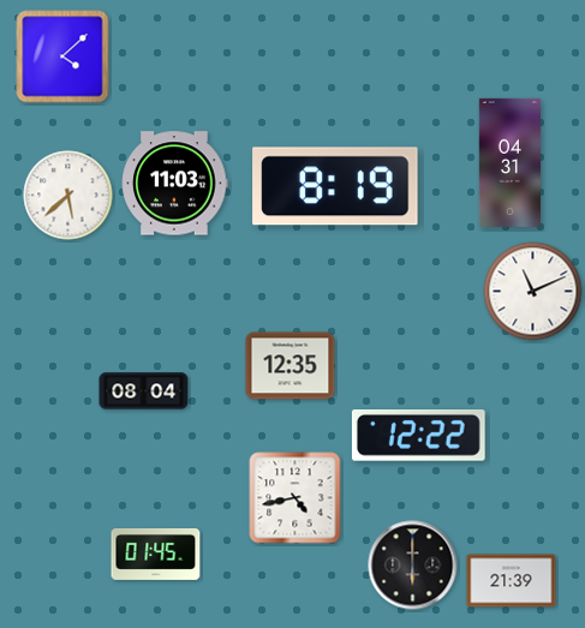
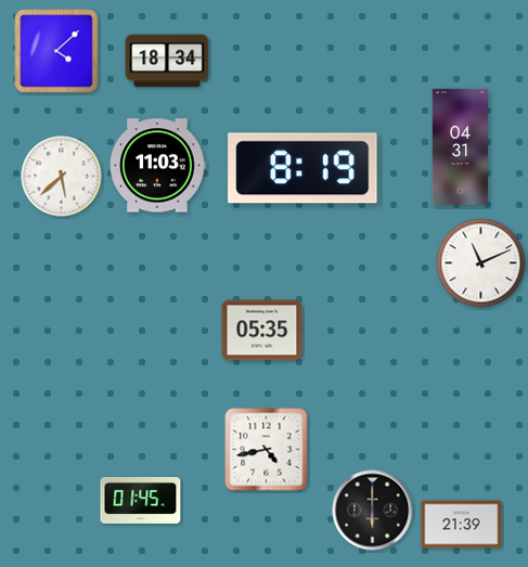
clock at (167, 61): none -> 18:34
clock at (291, 366): 12:35 -> 05:35
clock at (144, 391): 08:04 -> none
clock at (418, 436): 12:22 -> none
